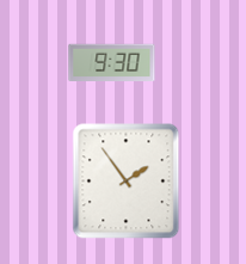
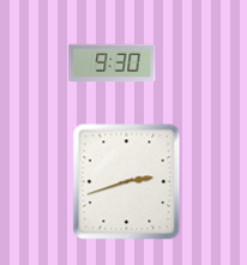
clock at (127, 182): 1:54 -> 2:42
